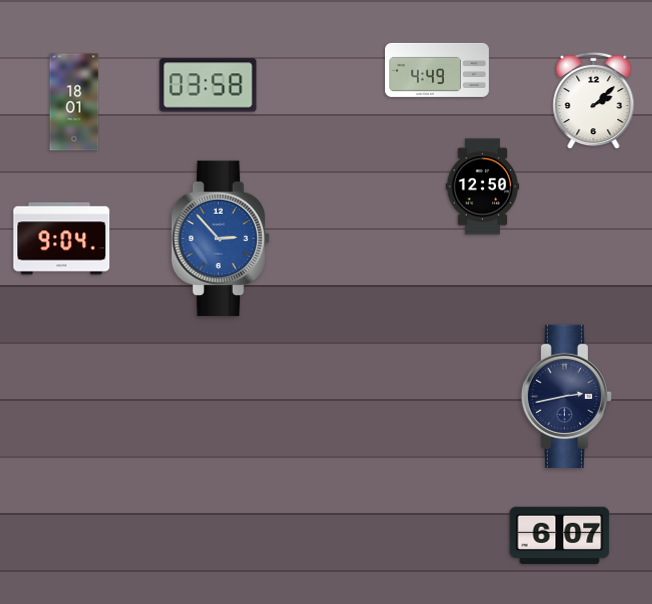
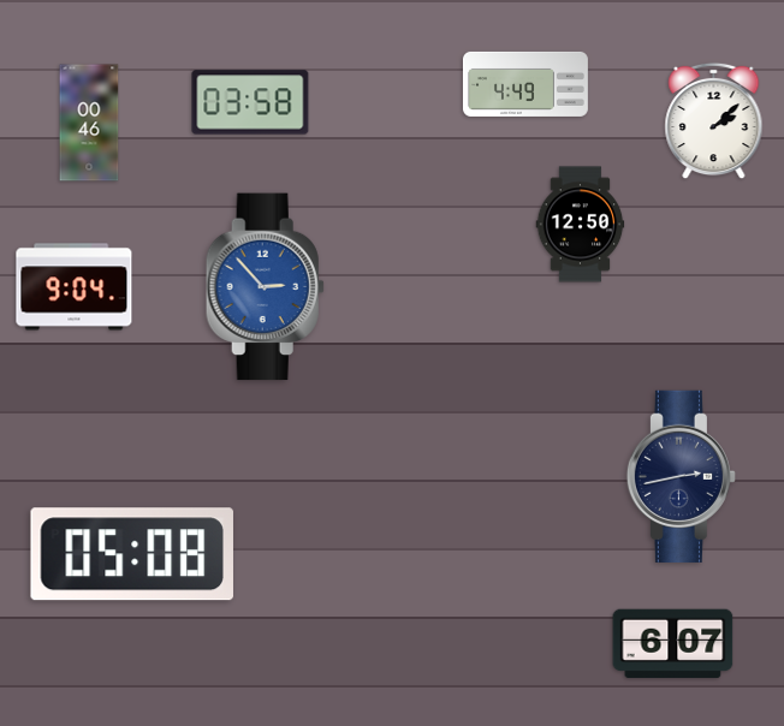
clock at (74, 102): 18:01 -> 00:46
clock at (132, 554): none -> 05:08
